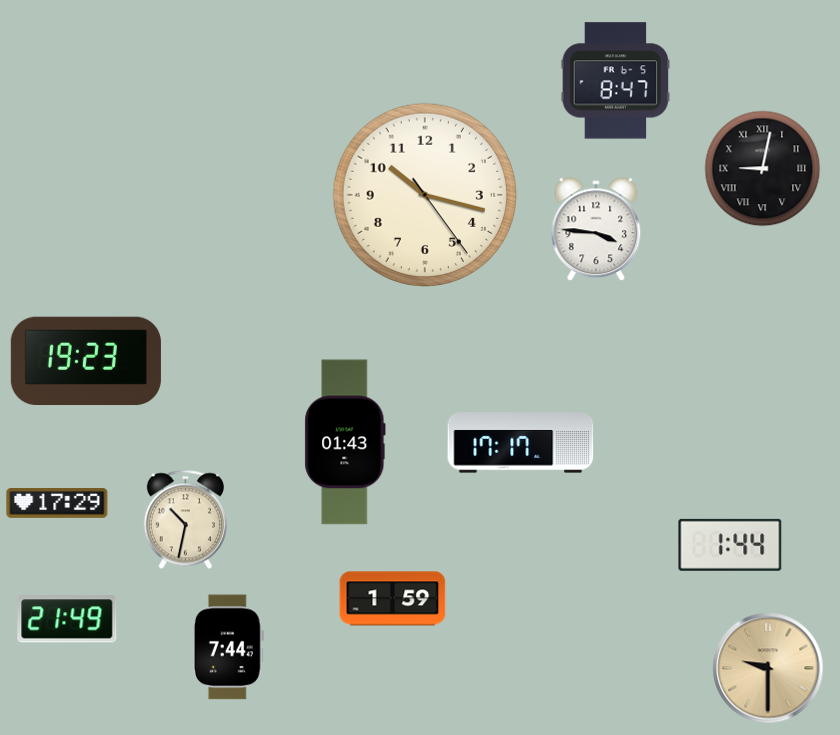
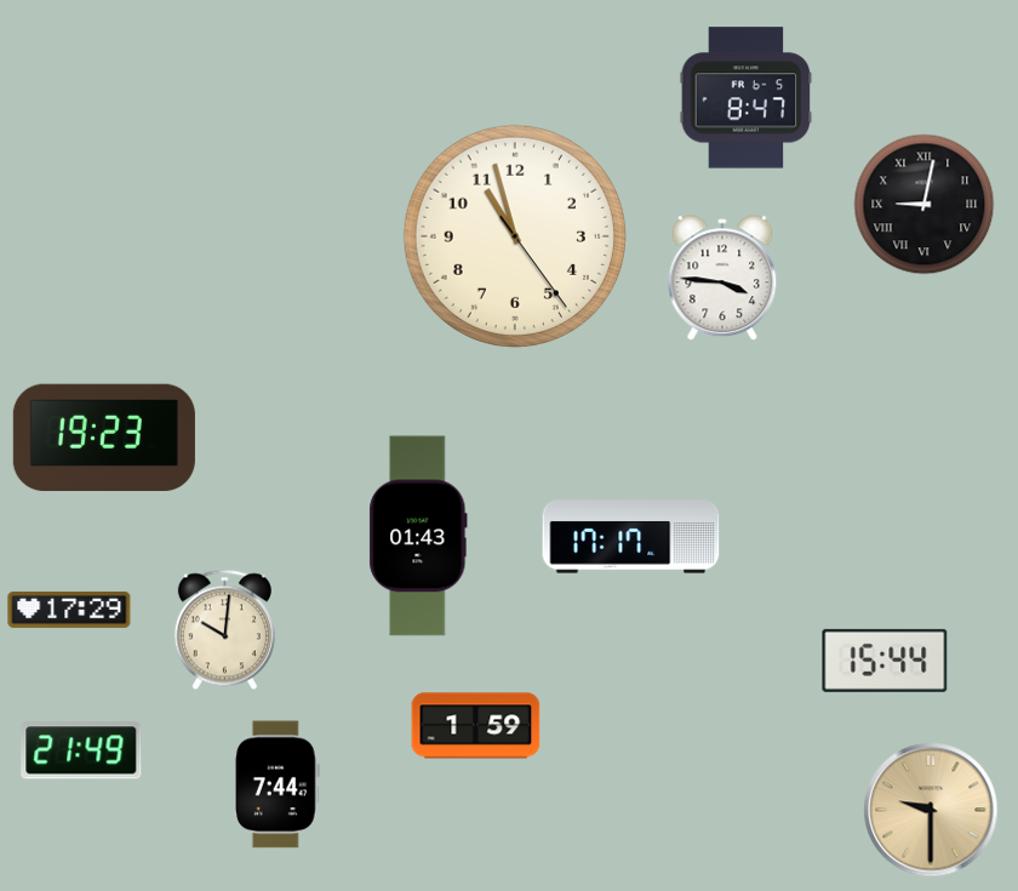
clock at (425, 195): 10:17 -> 10:57
clock at (185, 520): 10:32 -> 10:01
clock at (730, 545): 1:44 -> 15:44
